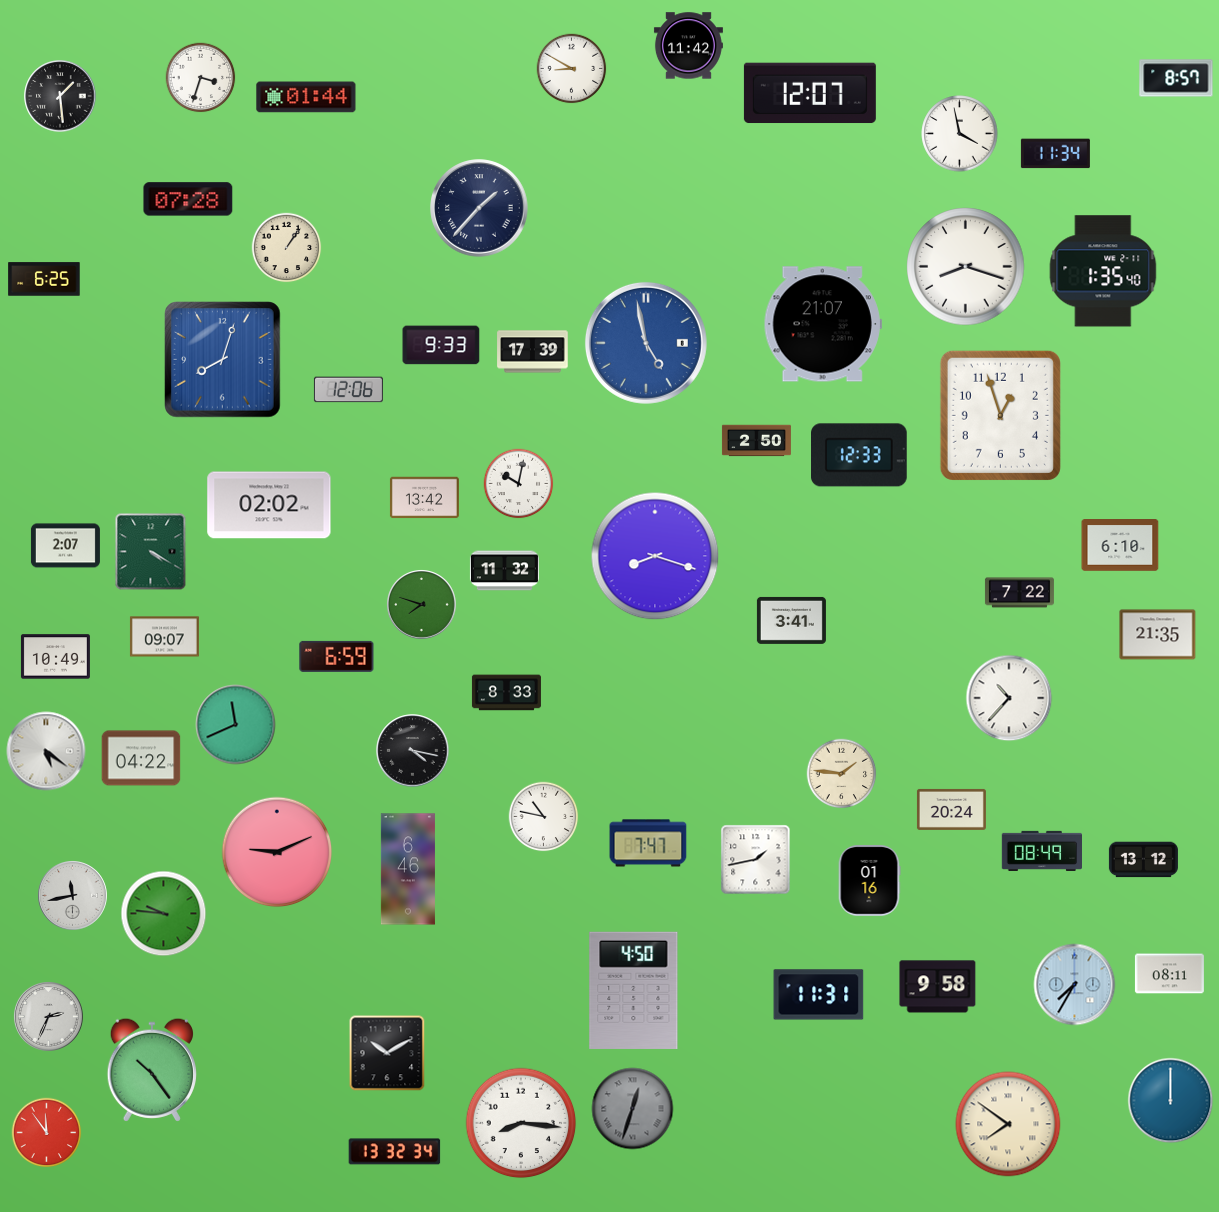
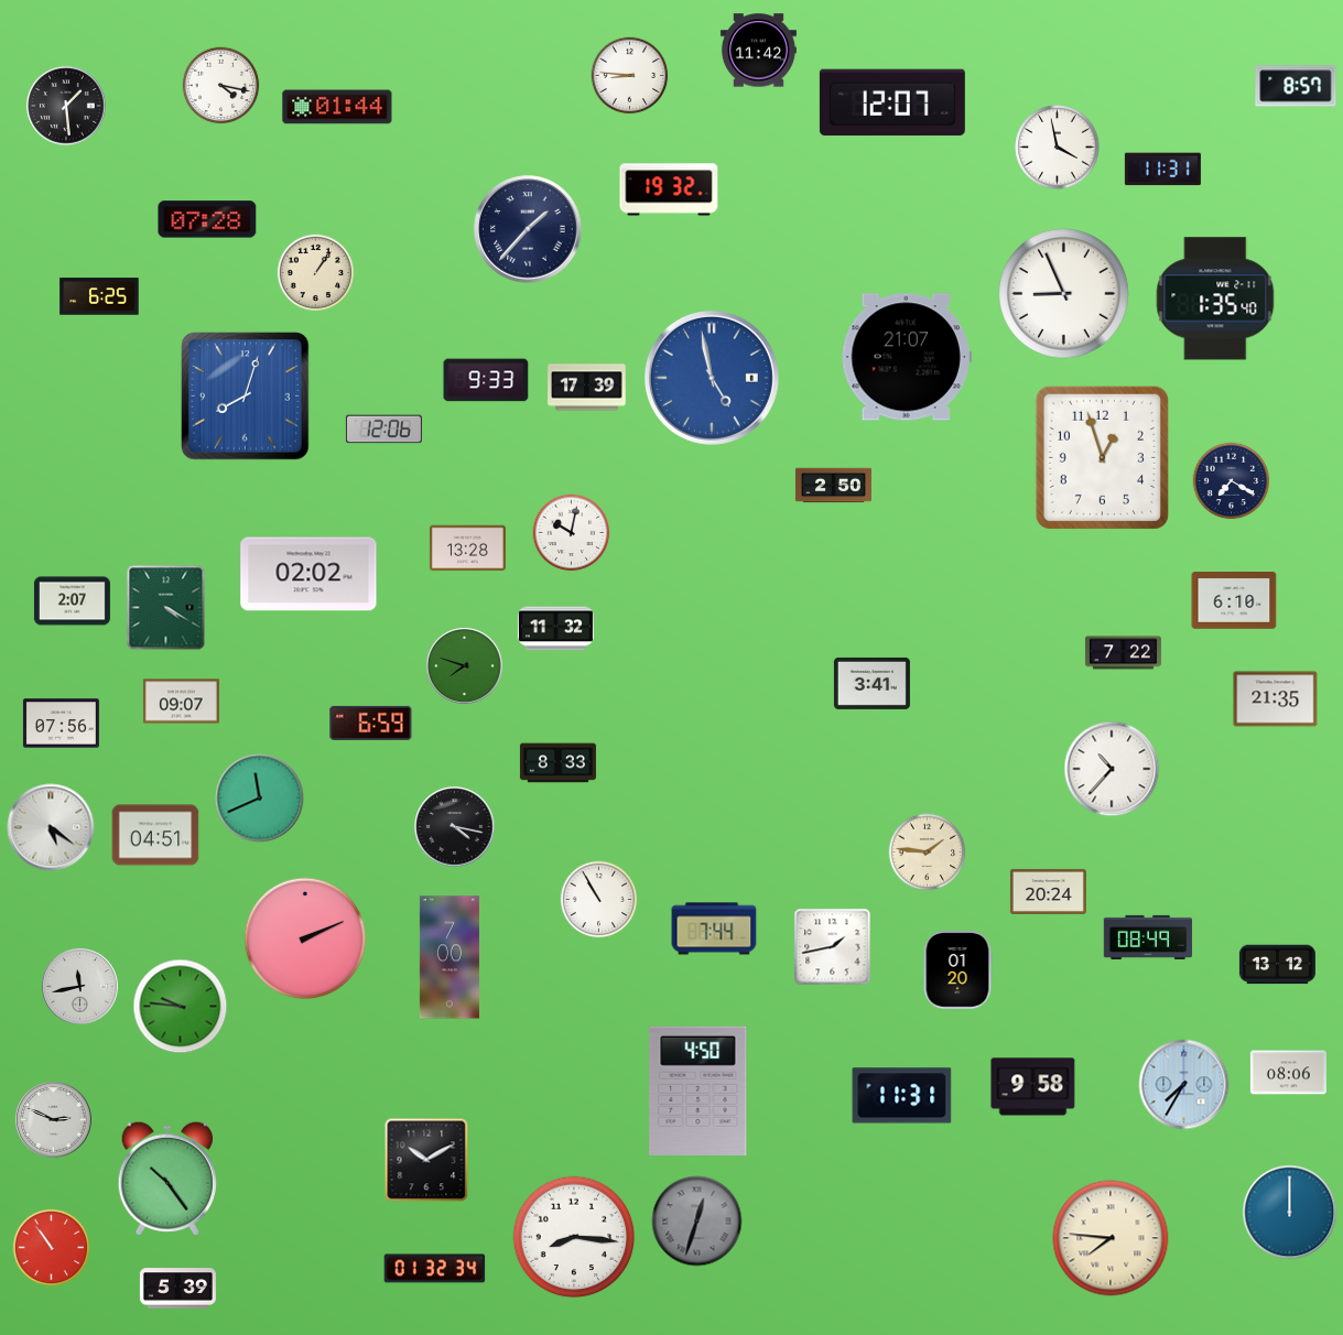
clock at (572, 69): 8:50 -> 8:46
clock at (201, 78): 3:33 -> 4:17
clock at (1055, 154): 11:34 -> 11:31
clock at (669, 189): none -> 19:32
clock at (966, 267): 8:18 -> 8:56
clock at (44, 279) position: (44, 279) -> (99, 296)
clock at (1232, 481): none -> 7:20
clock at (860, 455): 12:33 -> none
clock at (424, 498): 13:42 -> 13:28
clock at (269, 505) position: (269, 505) -> (308, 574)
clock at (655, 556): 8:18 -> none
clock at (55, 657): 10:49 -> 07:56
clock at (141, 758): 04:22 -> 04:51
clock at (544, 817): 10:47 -> 10:55
clock at (648, 843): 7:47 -> 7:44
clock at (277, 852): 9:11 -> 2:11
clock at (1143, 860) position: (1143, 860) -> (1277, 965)
clock at (408, 869): 6:46 -> 7:00
clock at (869, 881): 01:16 -> 01:20
clock at (1169, 974): 08:11 -> 08:06
clock at (49, 1017): 2:34 -> 2:49
clock at (1008, 1124): 7:51 -> 7:46
clock at (47, 1133): 11:54 -> 10:54
clock at (395, 1152): 13:32 -> 01:32
clock at (177, 1289): none -> 5:39
